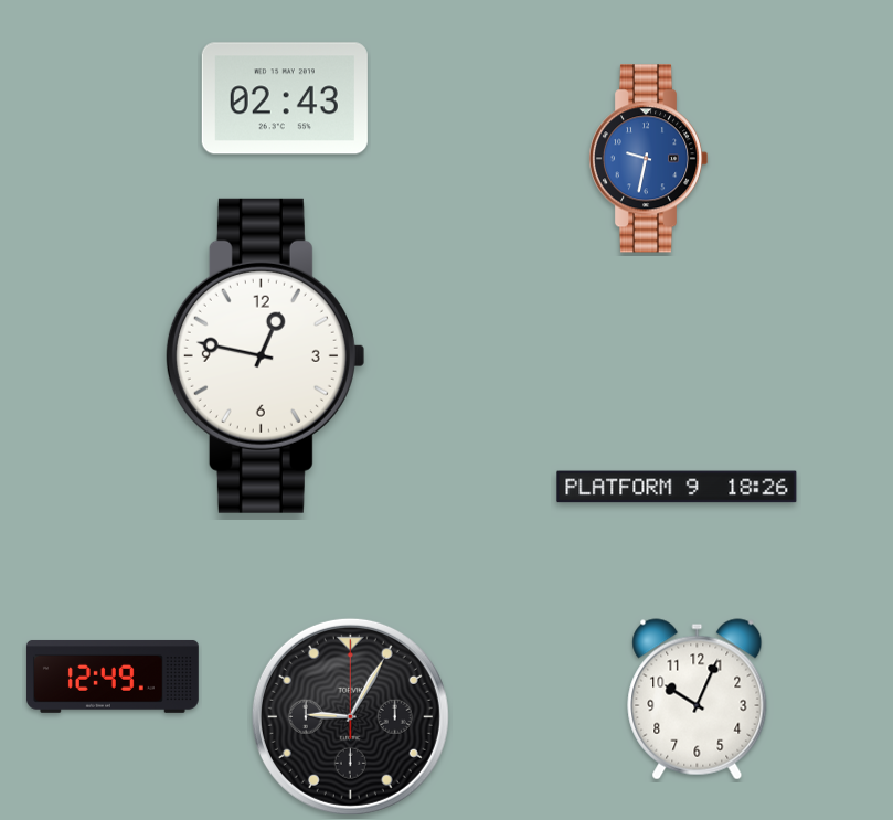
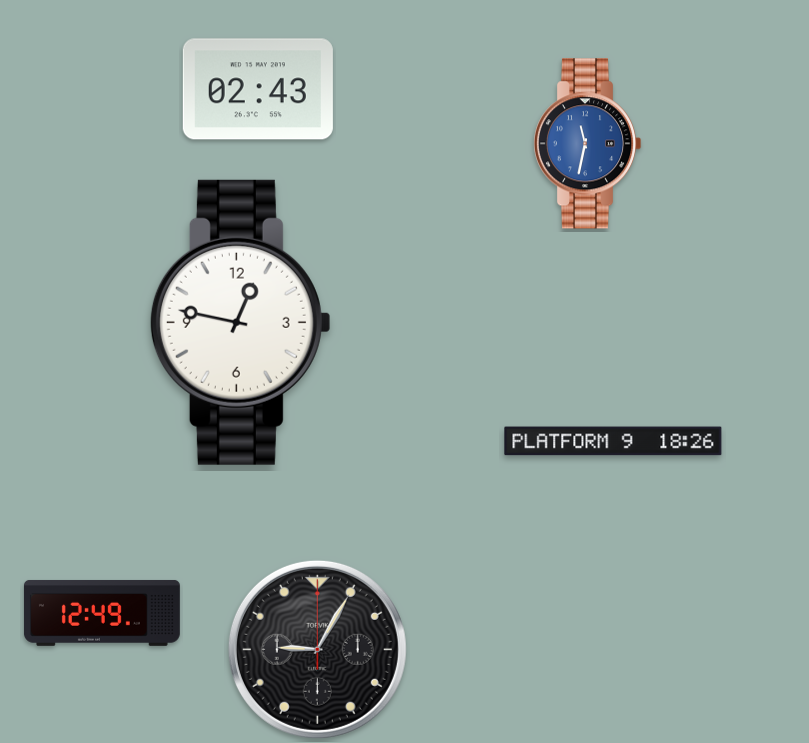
clock at (648, 159): 9:32 -> 11:32
clock at (698, 700): 10:04 -> none
